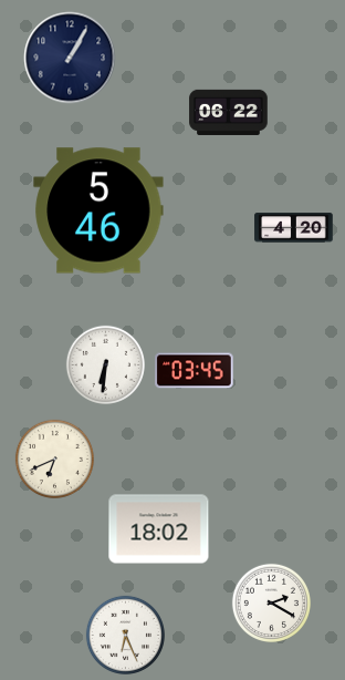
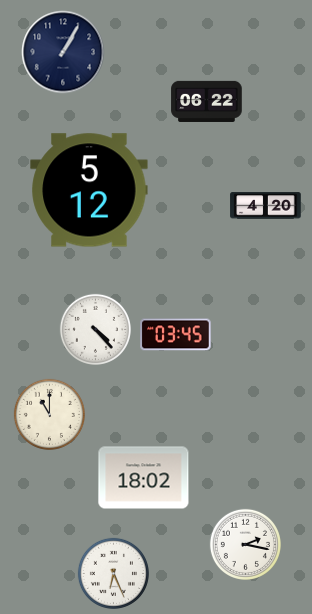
clock at (98, 210): 5:46 -> 5:12
clock at (105, 364): 6:31 -> 4:23
clock at (54, 459): 6:41 -> 11:00
clock at (271, 602): 2:20 -> 2:17
